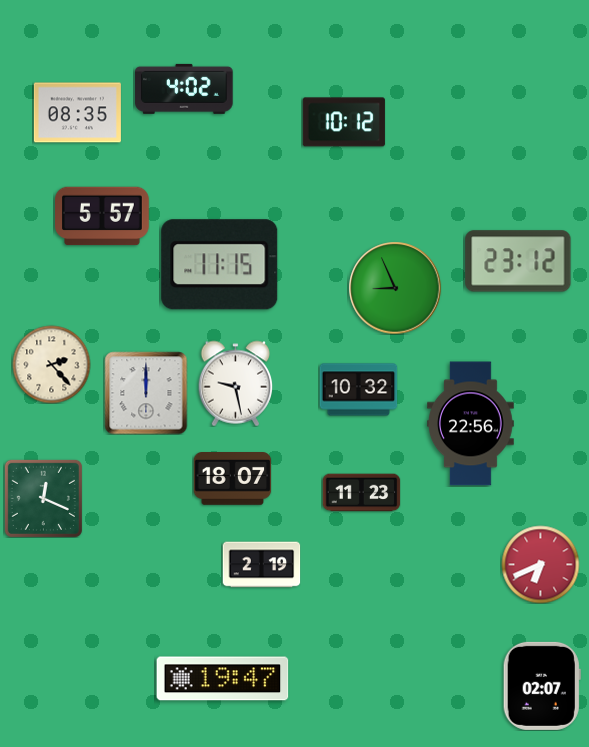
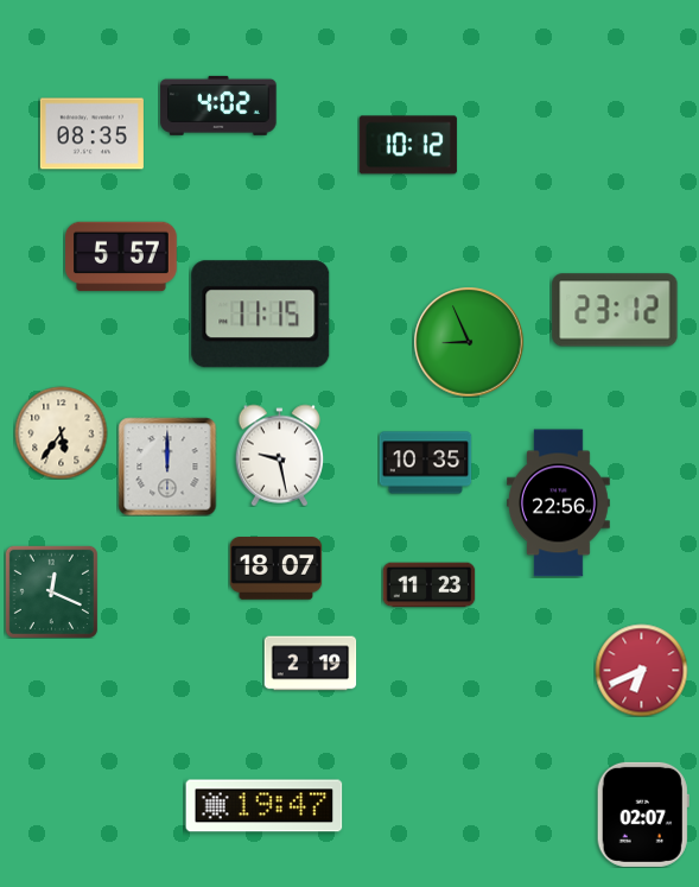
clock at (51, 364): 2:23 -> 5:36
clock at (358, 390): 10:32 -> 10:35
clock at (146, 393) position: (146, 393) -> (167, 467)
clock at (261, 565) position: (261, 565) -> (310, 664)
